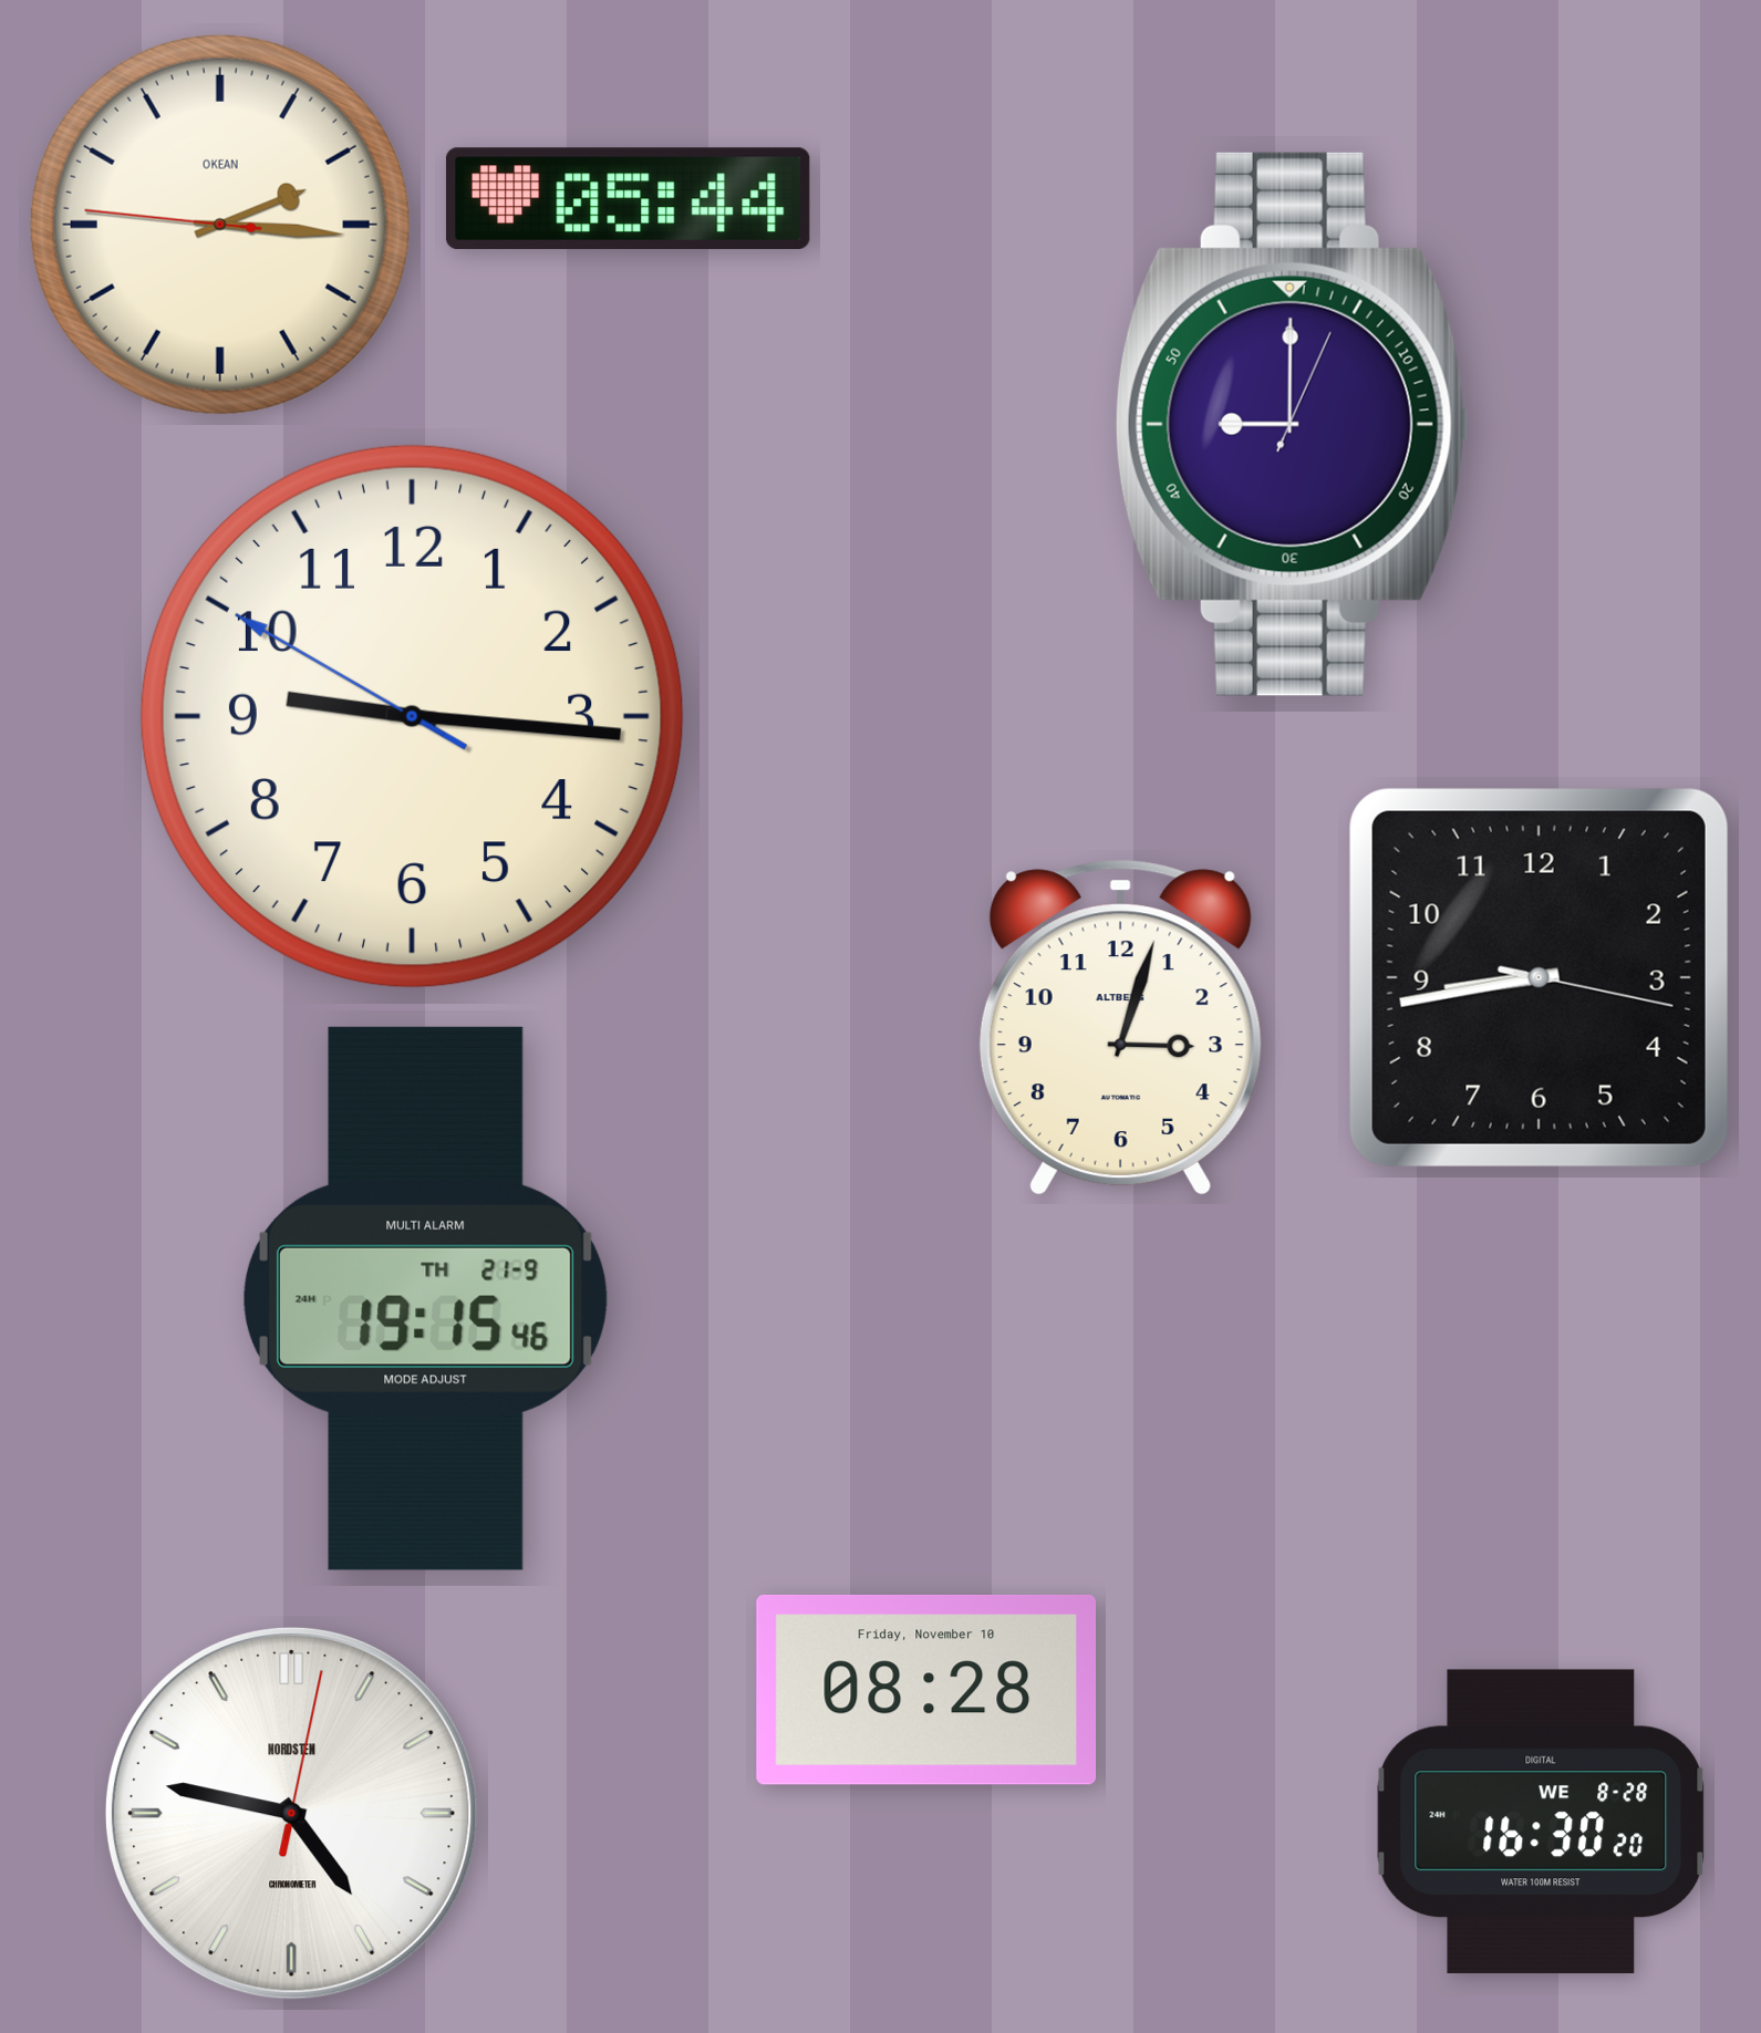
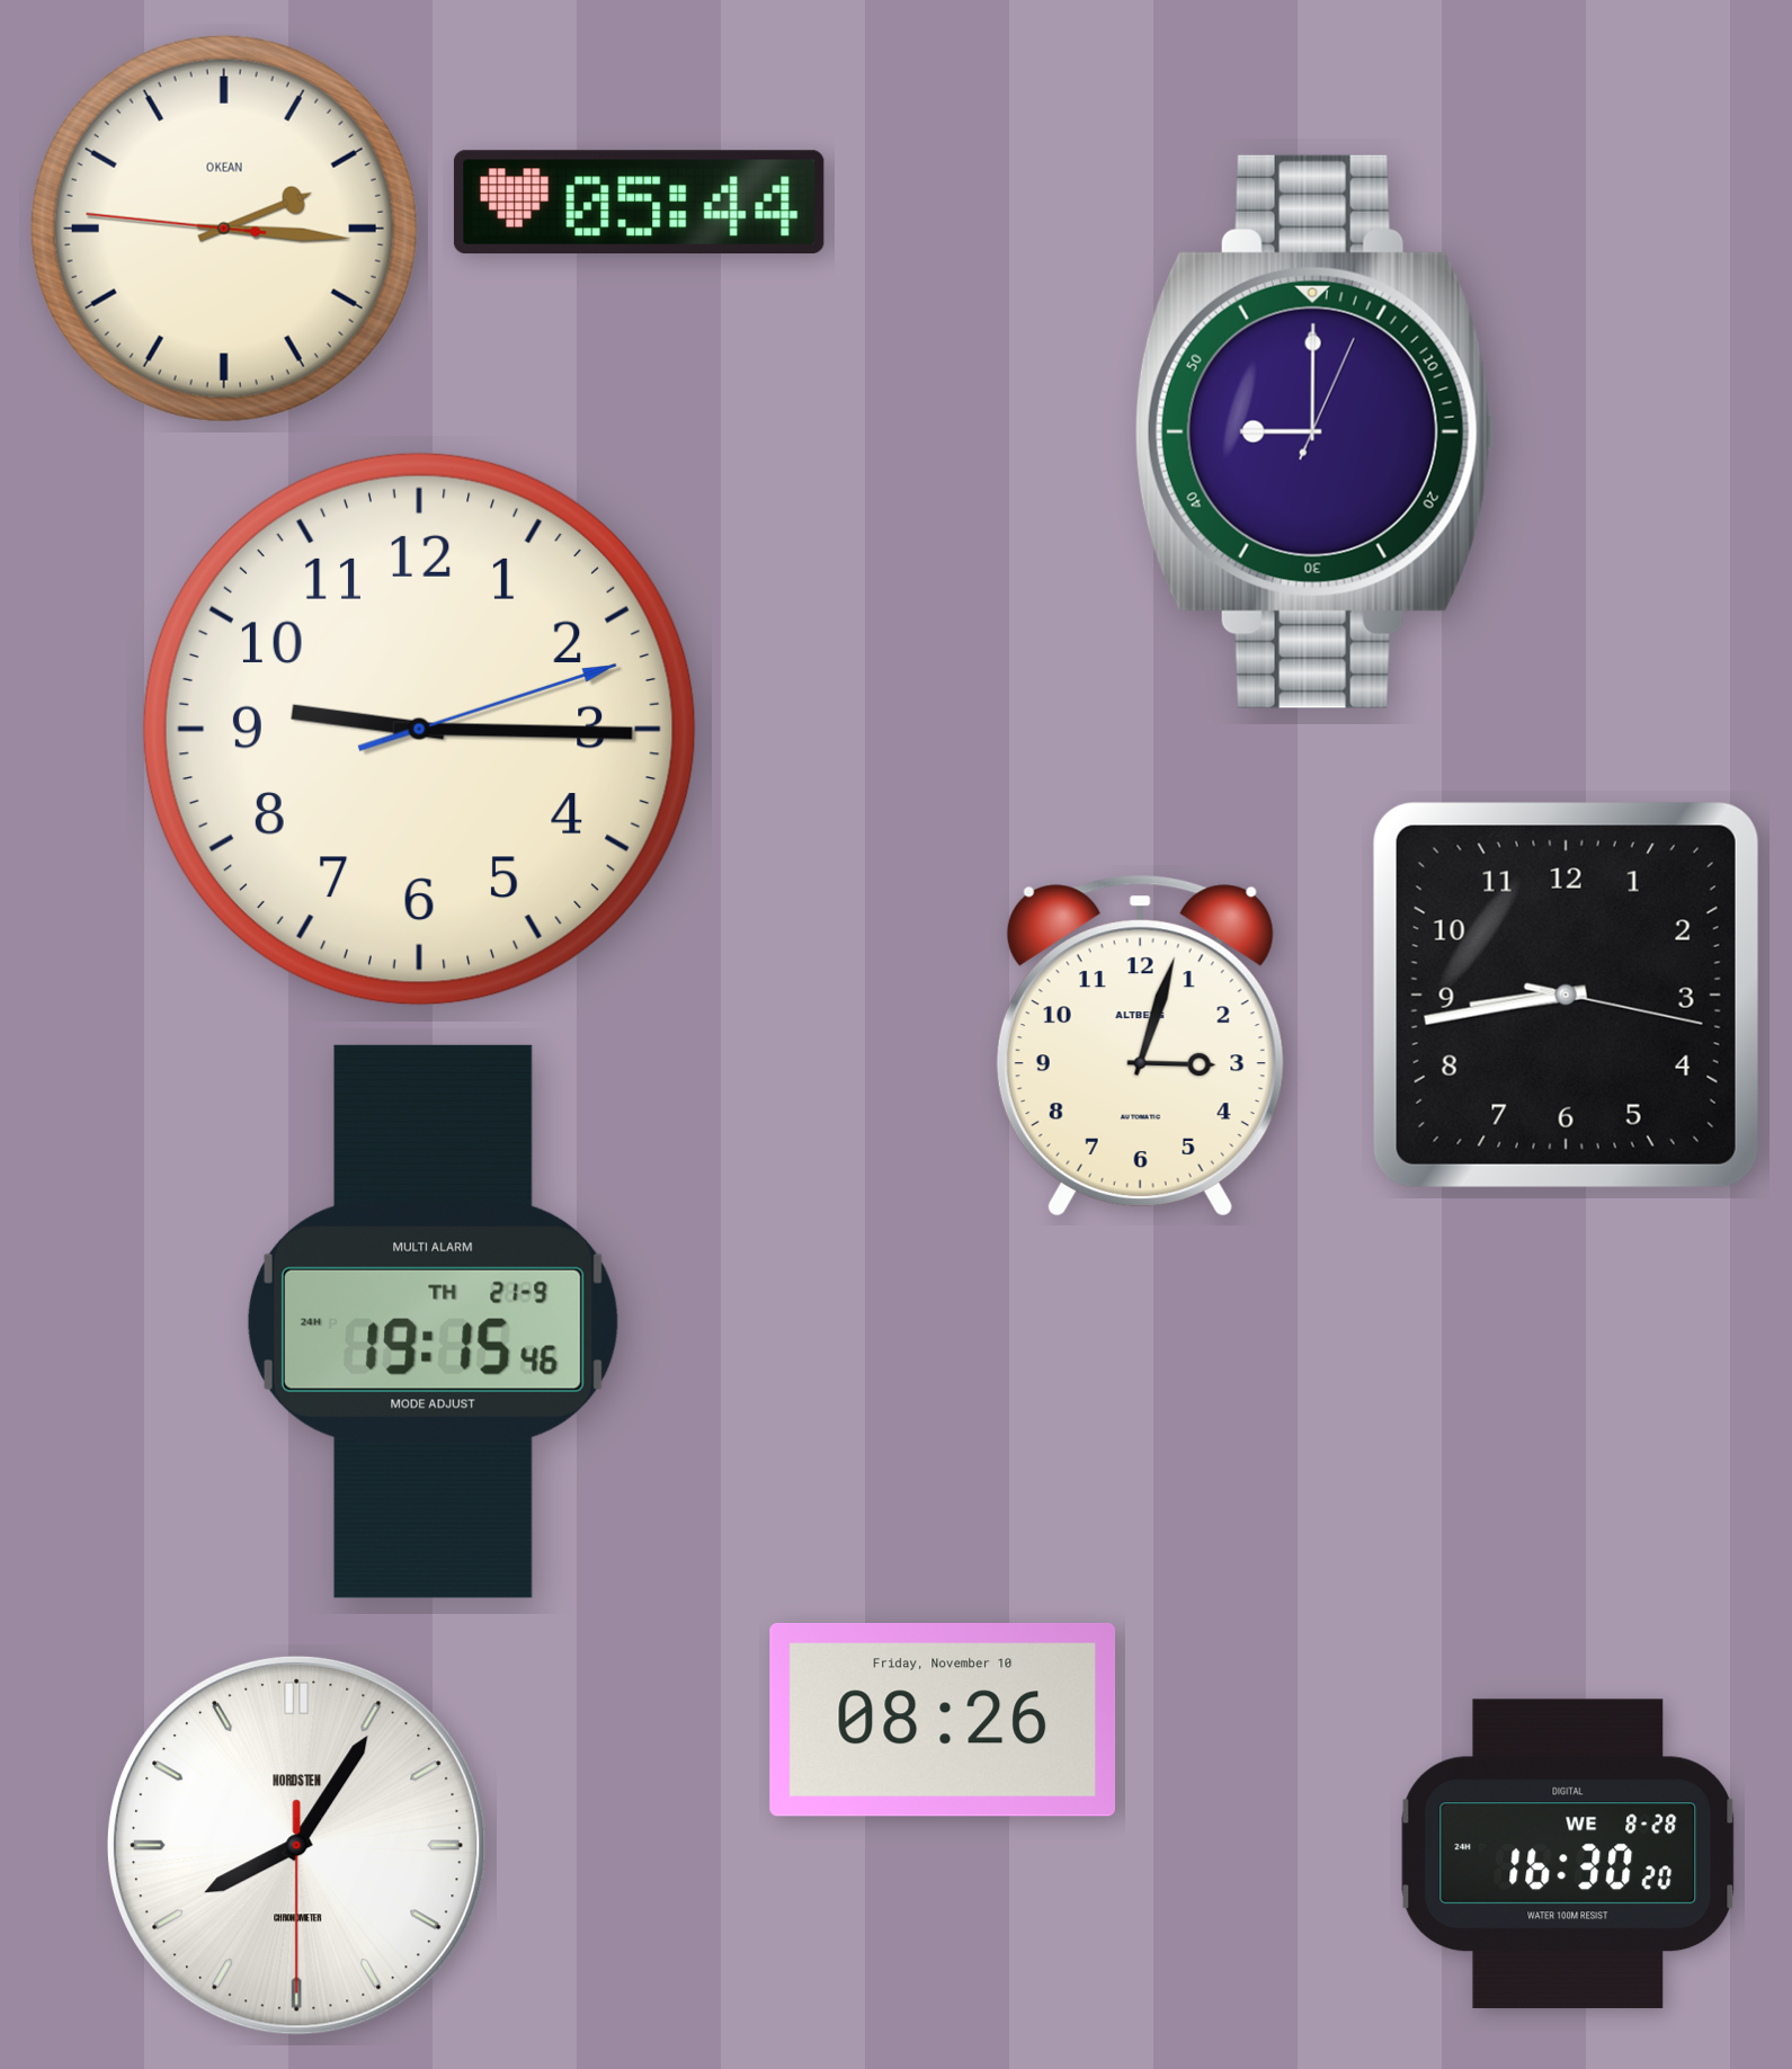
clock at (412, 716): 9:15:50 -> 9:15:12
clock at (925, 1690): 08:28 -> 08:26
clock at (291, 1813): 4:47 -> 8:05
